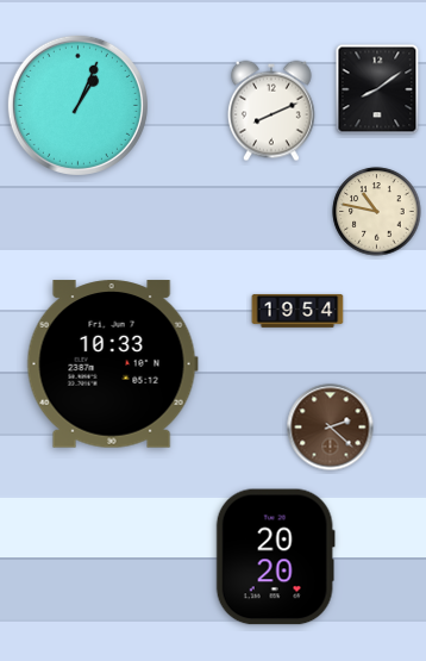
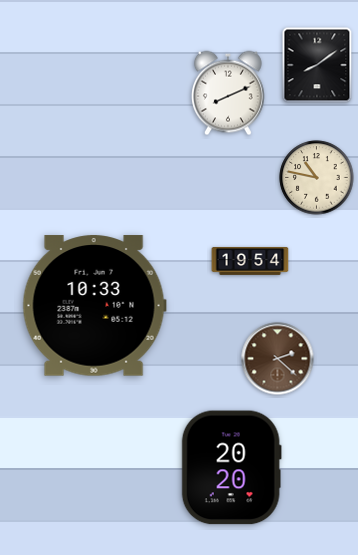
clock at (377, 89) position: (377, 89) -> (317, 65)
clock at (77, 105): 1:04 -> none
